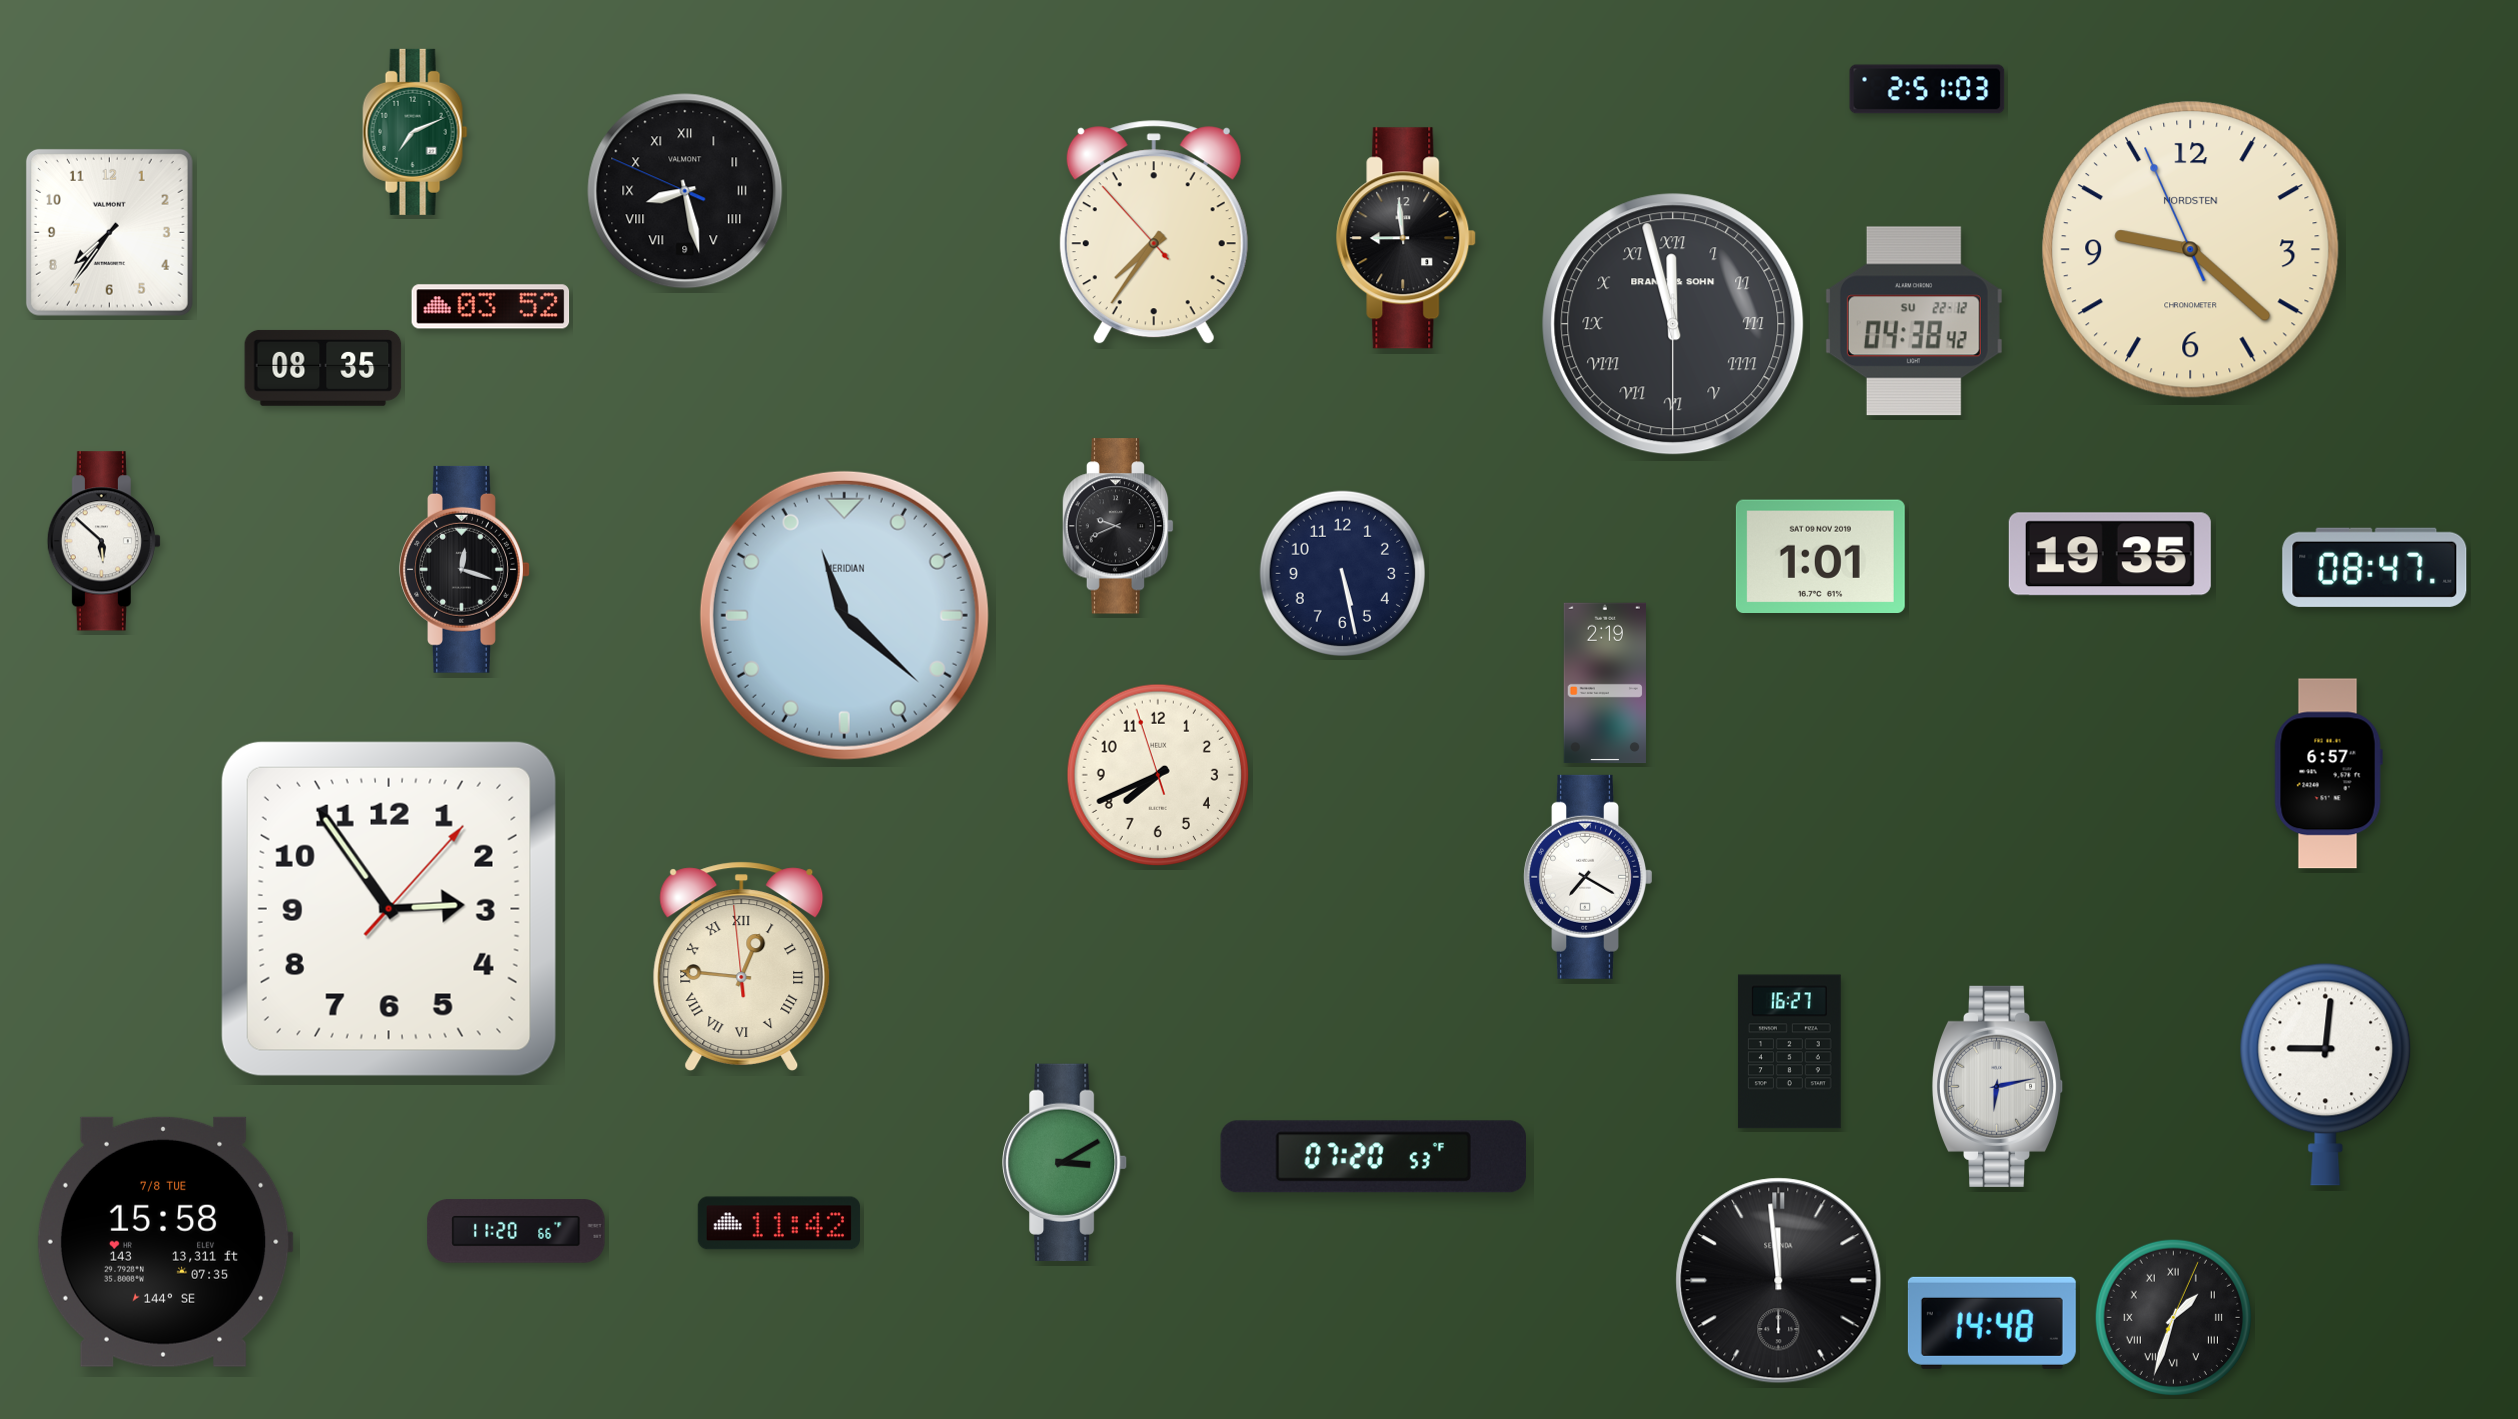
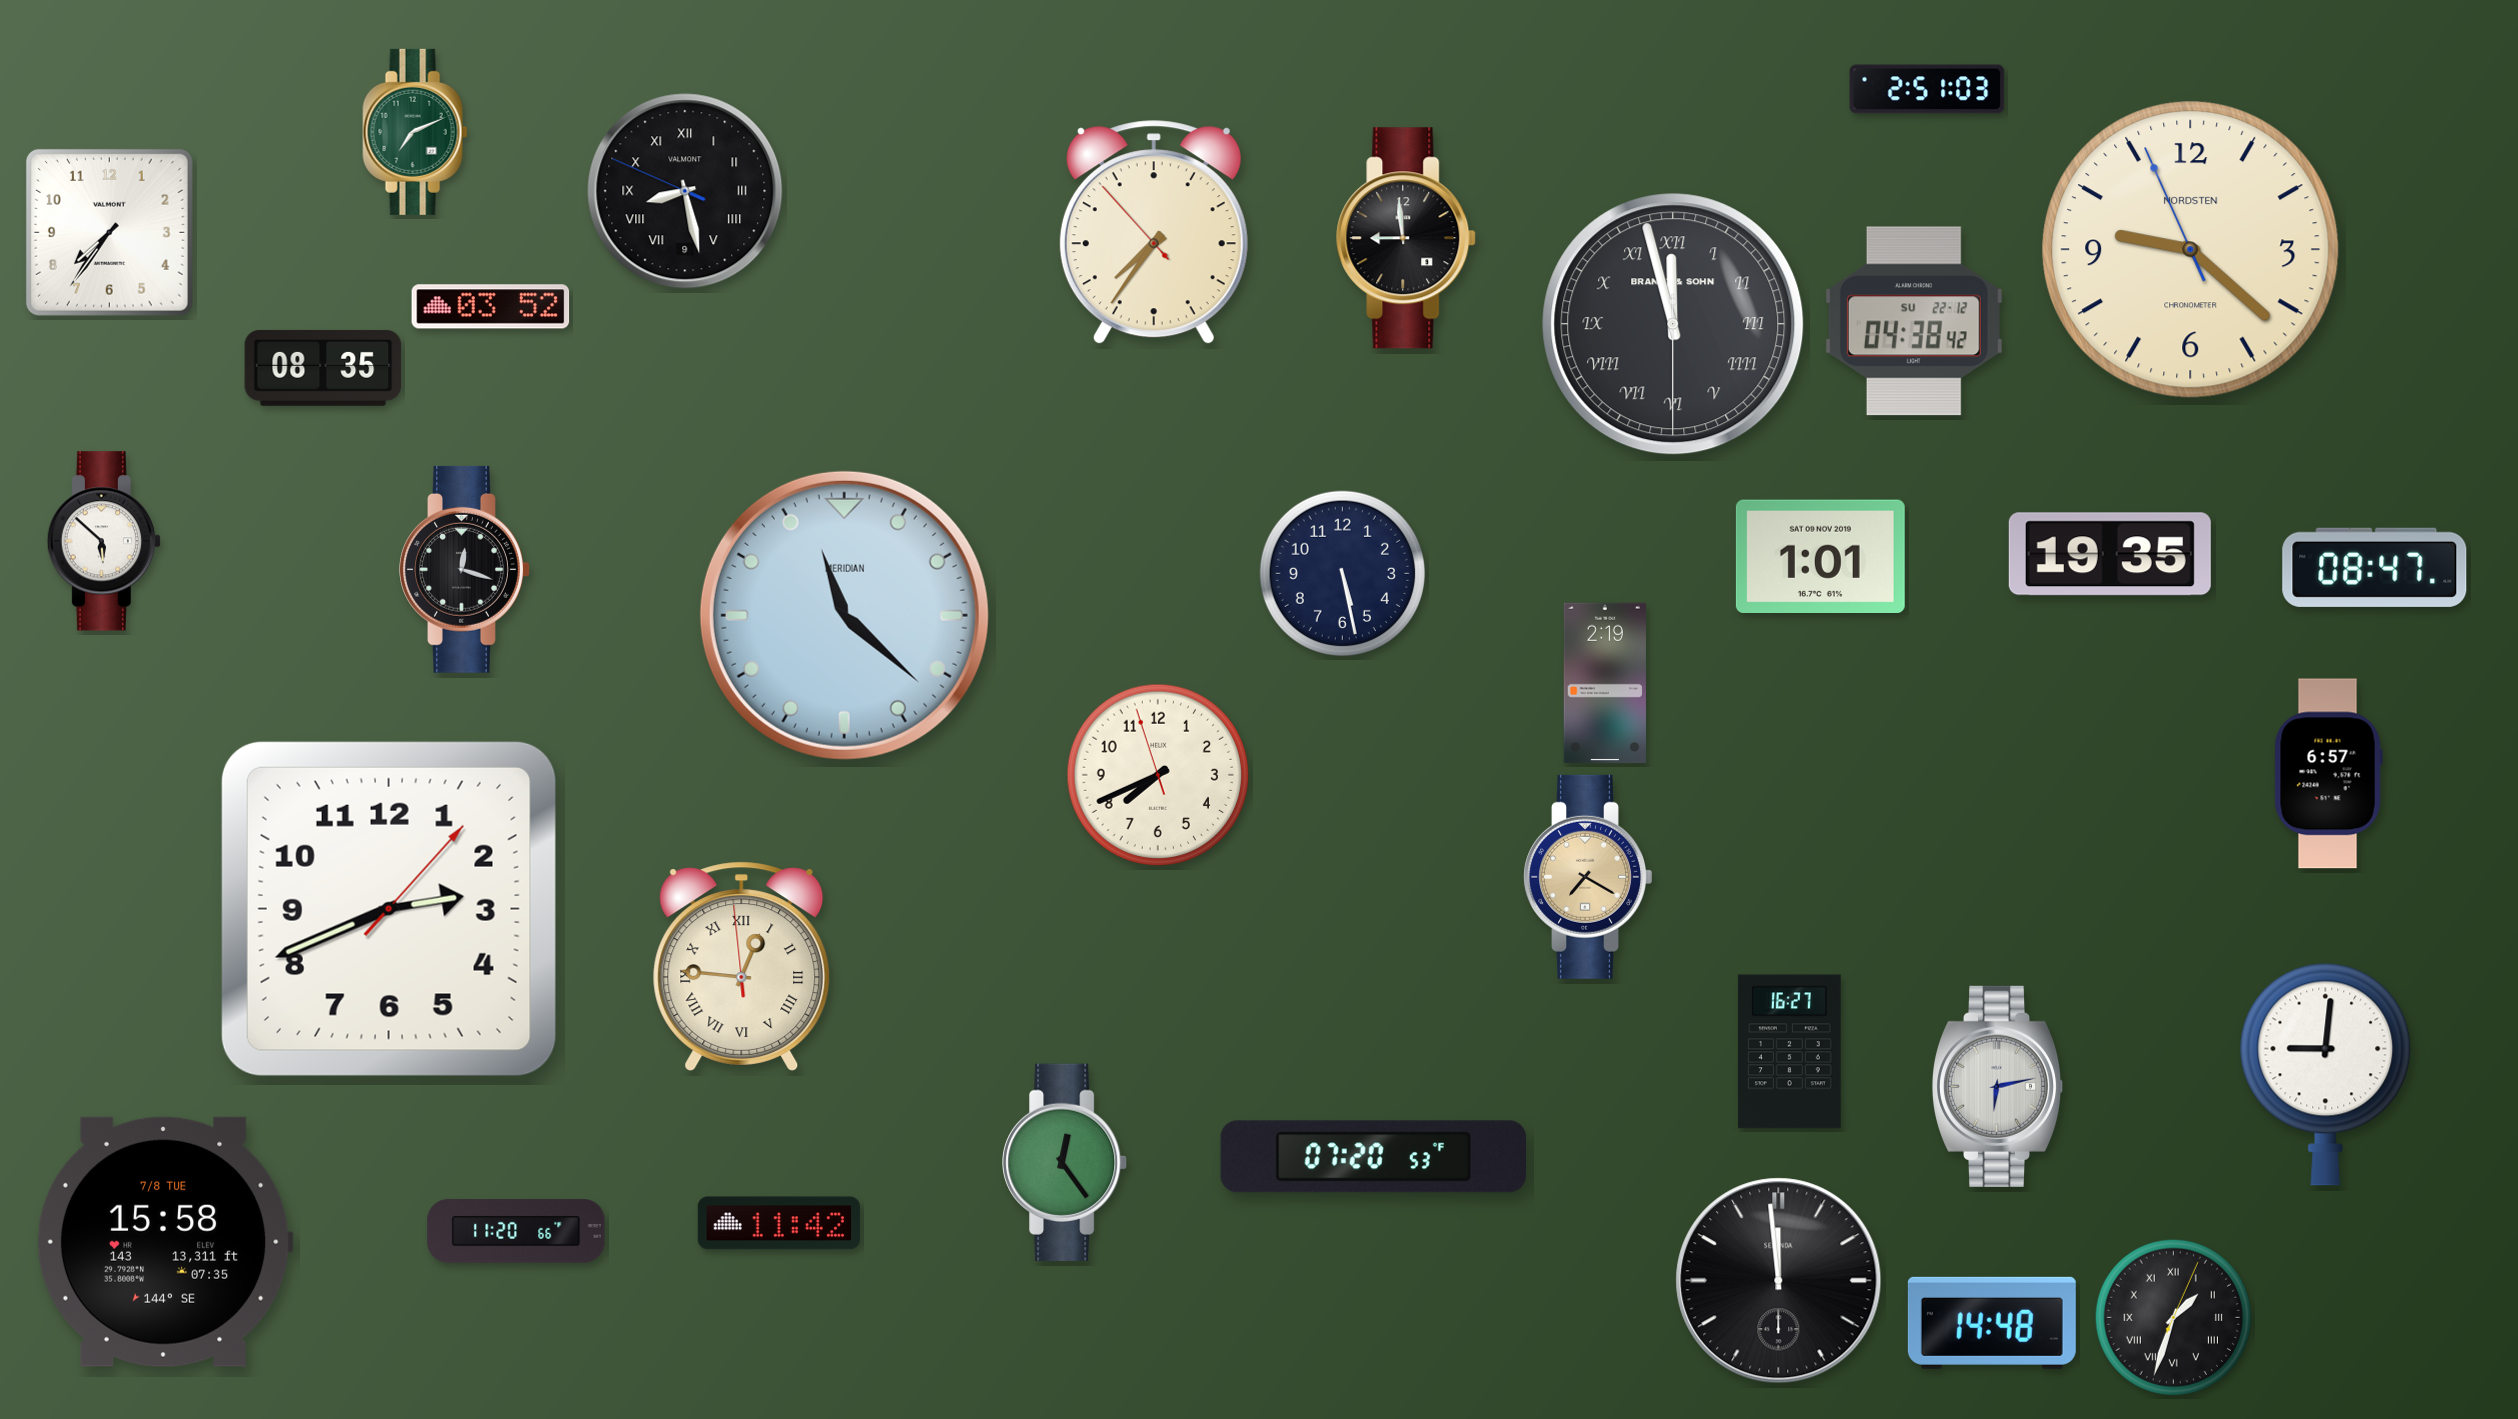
clock at (1118, 526): 9:41 -> none
clock at (1587, 877) dial: white -> champagne
clock at (389, 909): 2:54 -> 2:41
clock at (1066, 1162): 3:10 -> 12:24
